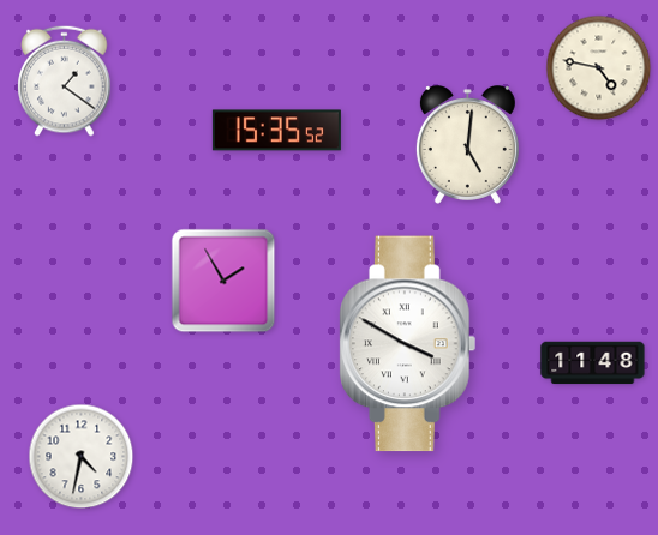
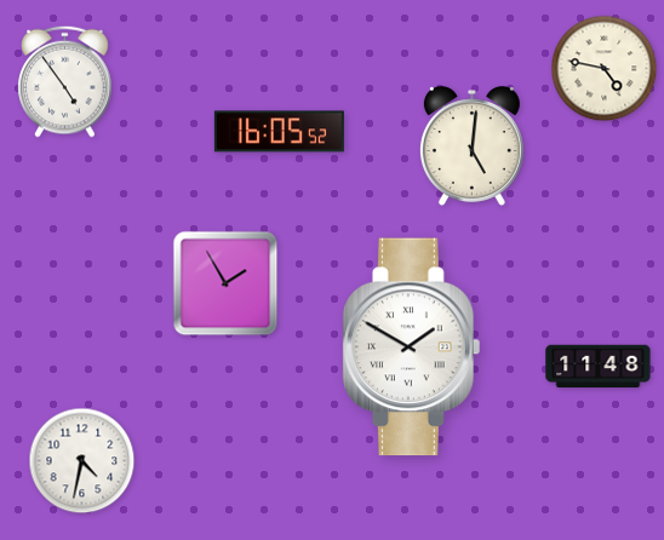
clock at (65, 80): 1:21 -> 4:54
clock at (276, 131): 15:35 -> 16:05
clock at (408, 344): 3:50 -> 1:50
